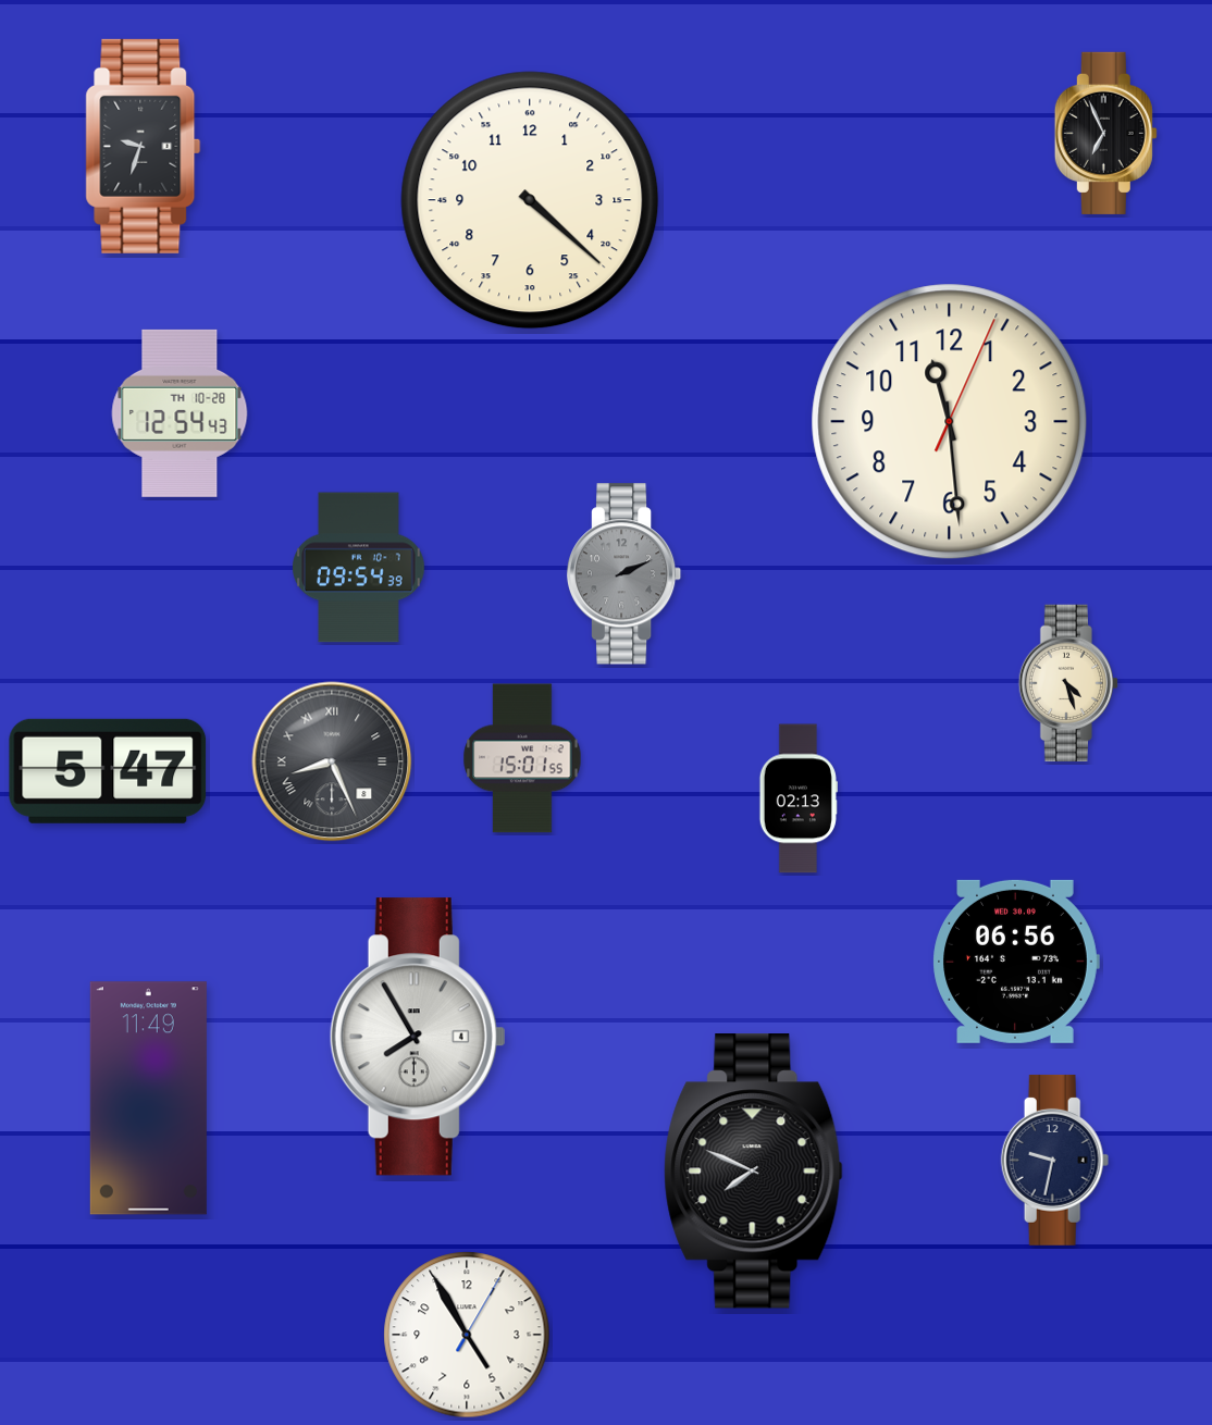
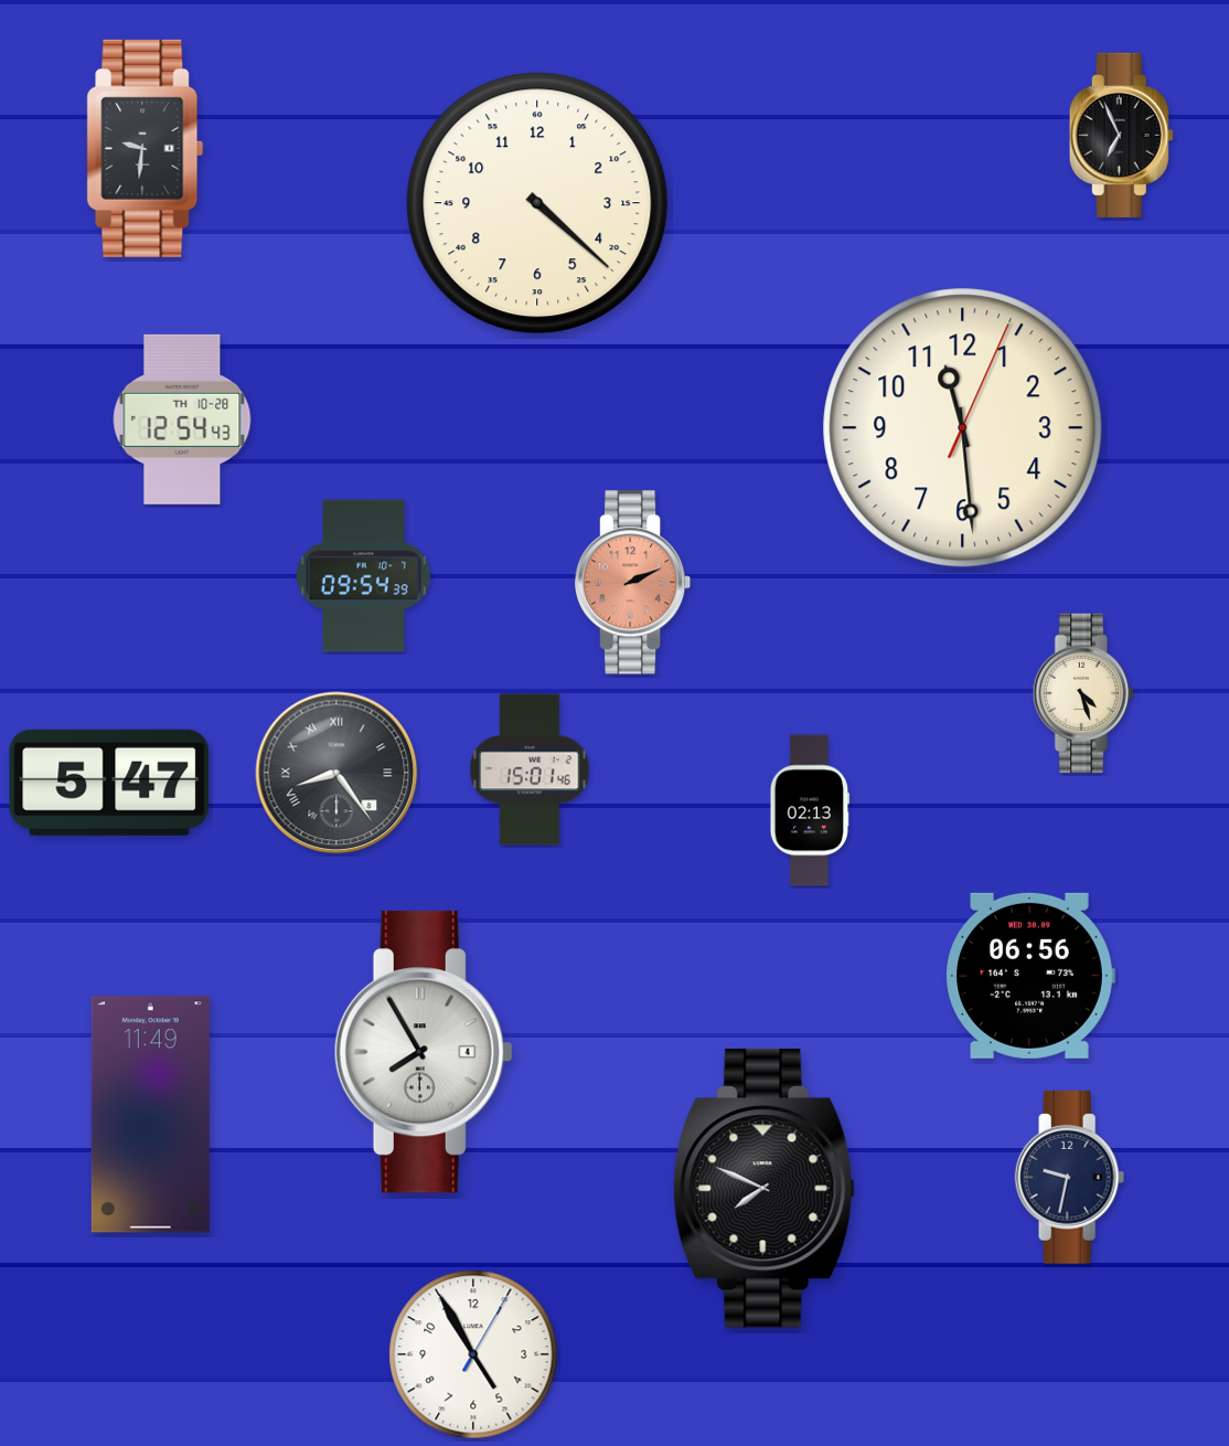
clock at (144, 146): 9:33 -> 9:31
clock at (624, 574) dial: grey -> salmon
clock at (522, 758): 15:01:55 -> 15:01:46
clock at (332, 761): 8:26 -> 8:24
